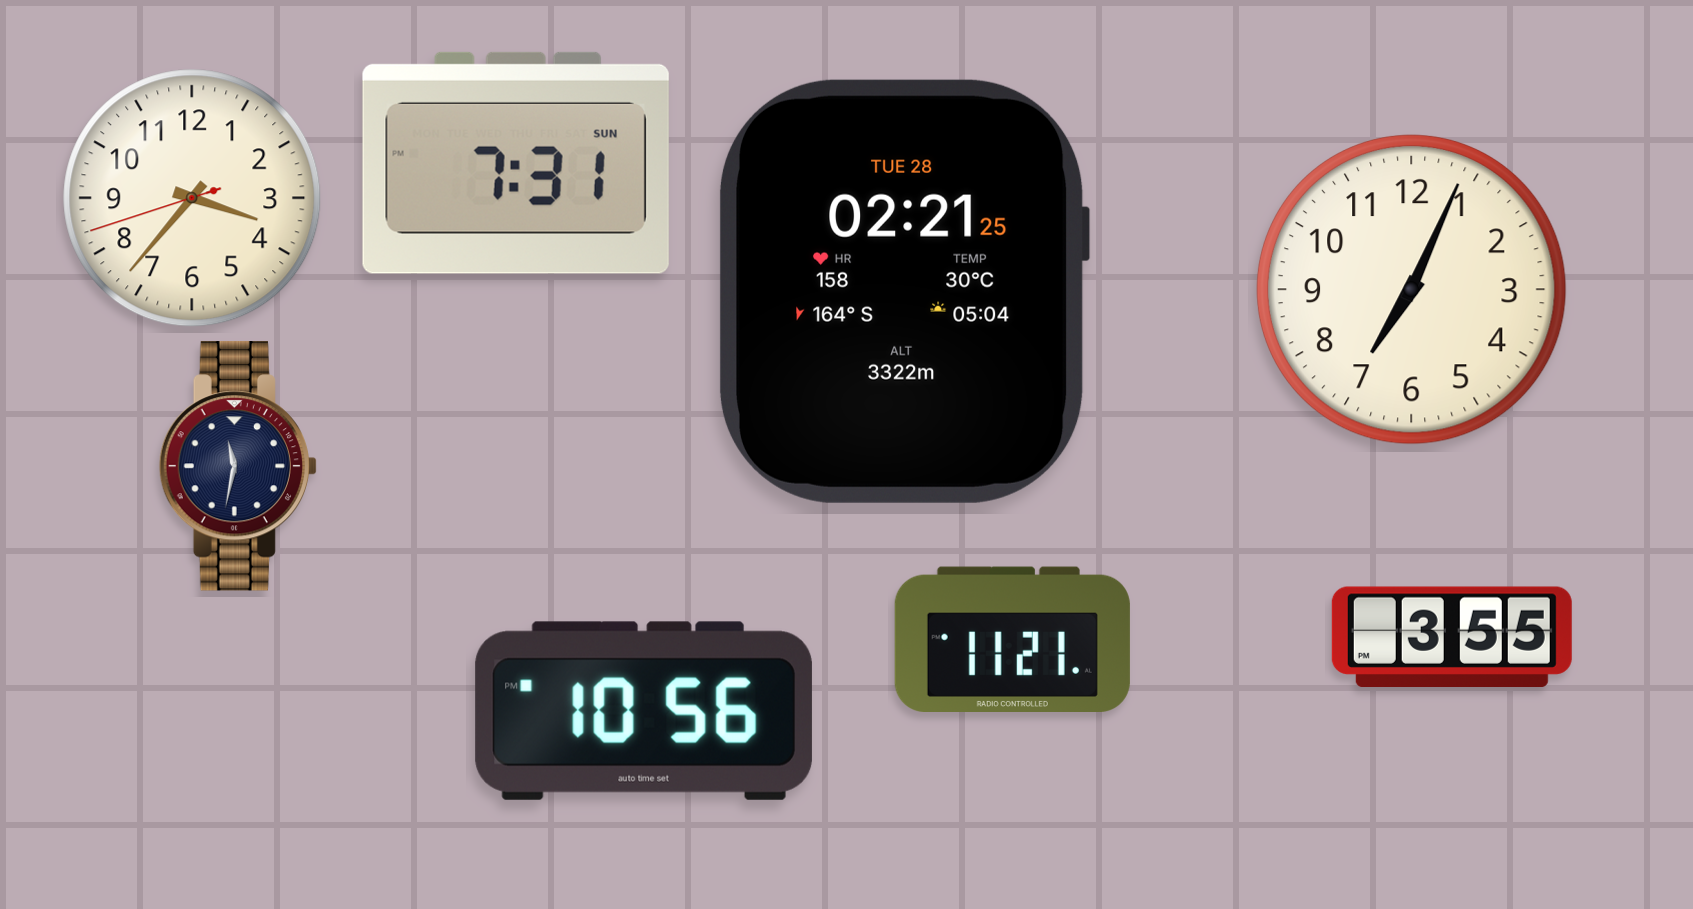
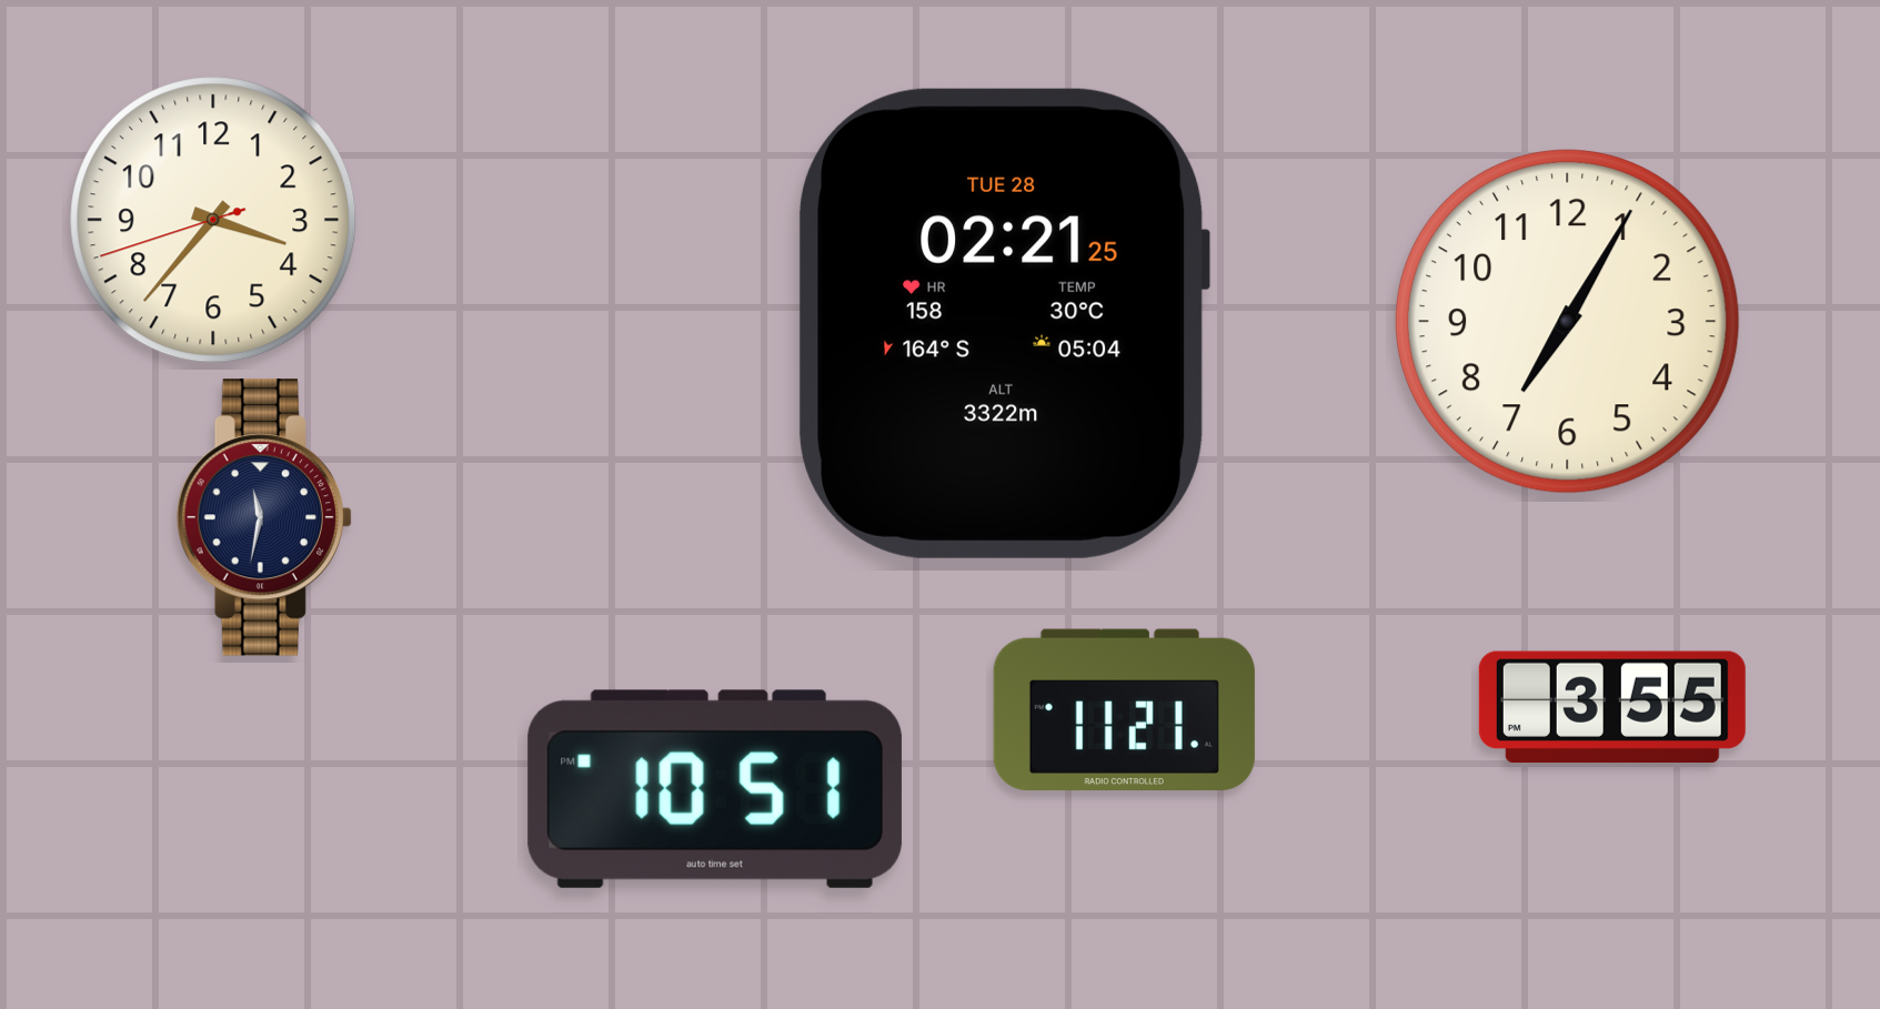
clock at (516, 163): 7:31 -> none
clock at (1411, 289): 7:04 -> 7:05
clock at (644, 711): 10:56 -> 10:51
